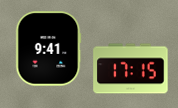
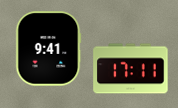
clock at (131, 69): 17:15 -> 17:11
